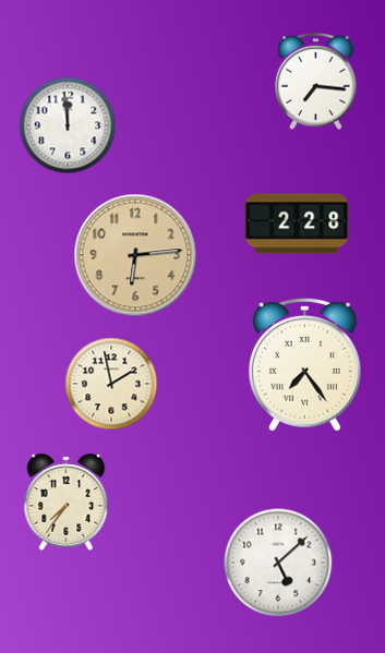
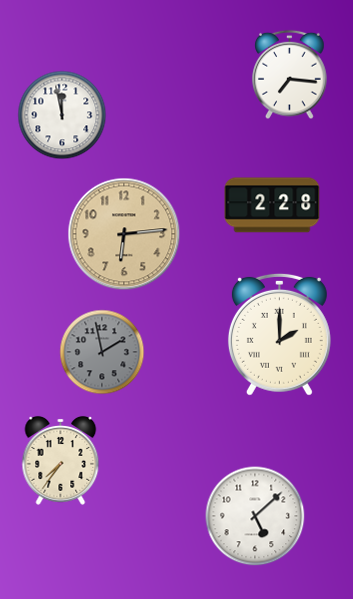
clock at (68, 125): 11:59 -> 11:58
clock at (304, 364): 7:24 -> 2:00
clock at (111, 384) dial: cream -> grey
